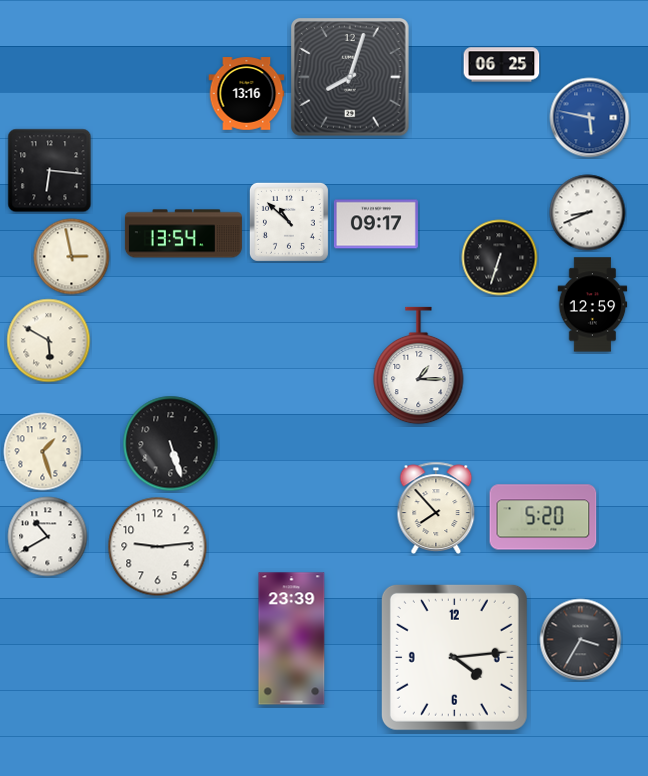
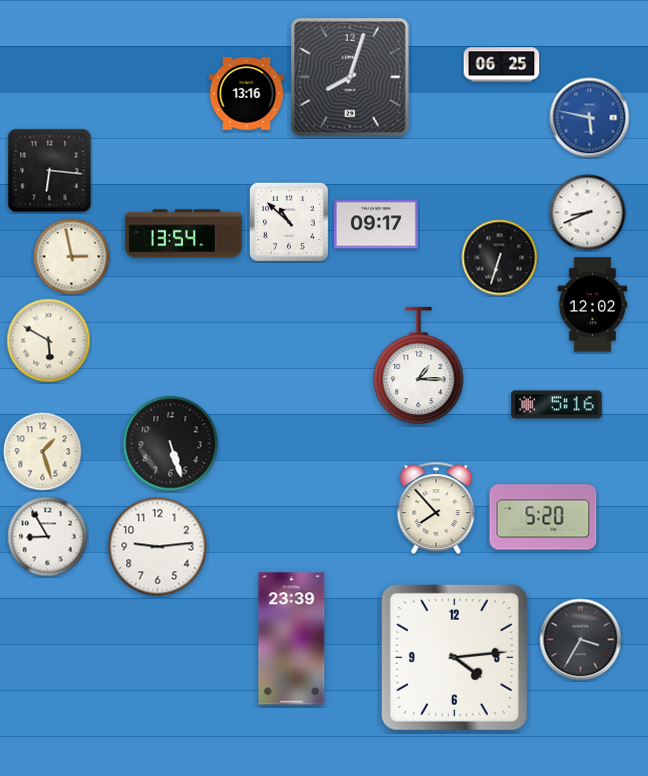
clock at (593, 305): 12:59 -> 12:02
clock at (557, 405): none -> 5:16
clock at (48, 537): 10:40 -> 8:55
